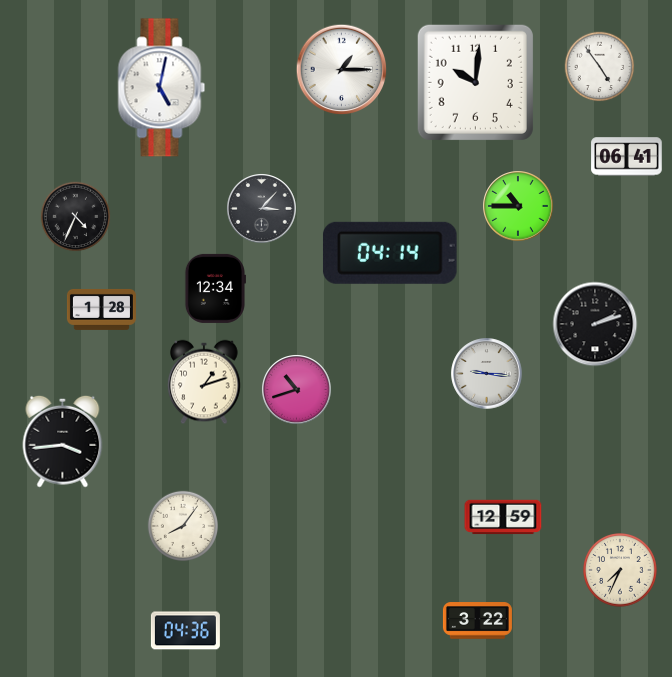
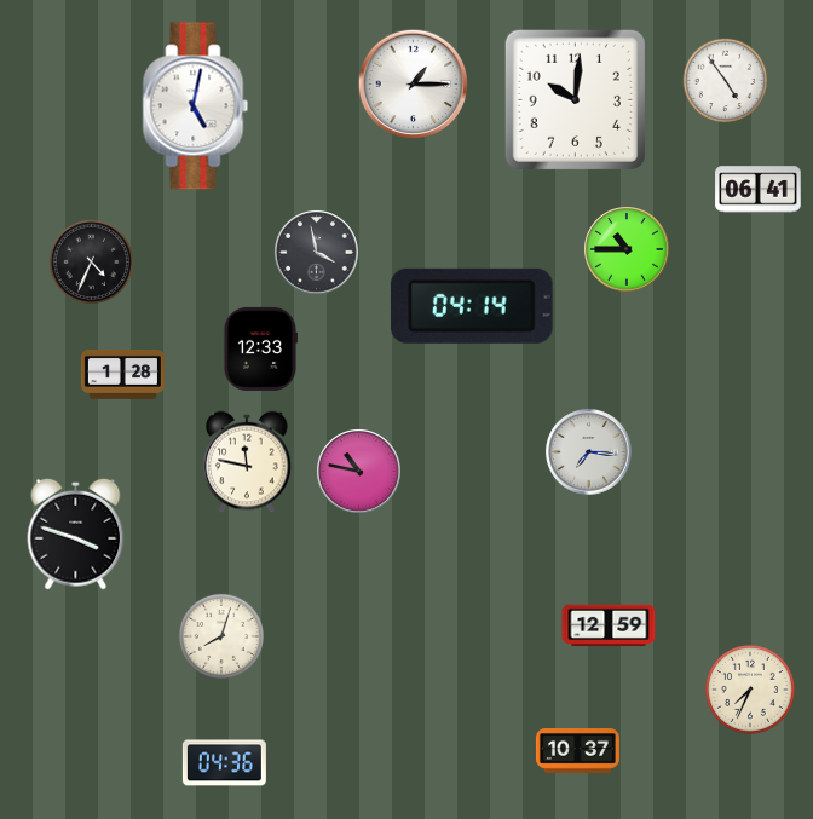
clock at (262, 209): 3:07 -> 3:58
clock at (215, 288): 12:34 -> 12:33
clock at (595, 324): 2:12 -> none
clock at (487, 374): 9:16 -> 7:16
clock at (204, 382): 1:12 -> 11:47
clock at (297, 390): 10:42 -> 10:47
clock at (63, 441): 3:44 -> 3:48
clock at (183, 526): 8:06 -> 8:03
clock at (477, 621): 3:22 -> 10:37
